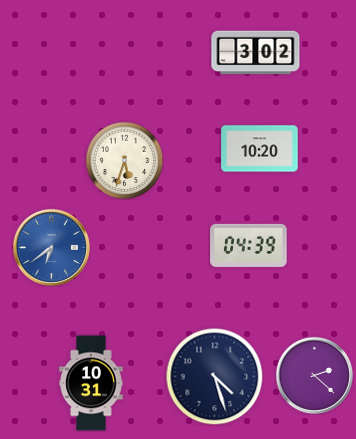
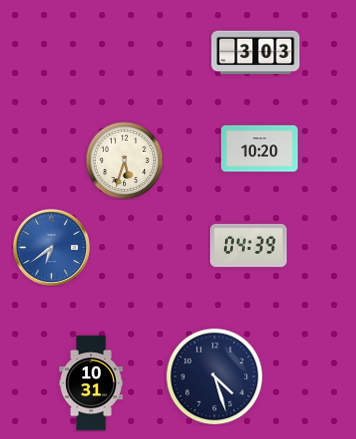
clock at (256, 53): 3:02 -> 3:03
clock at (314, 375): 2:22 -> none
